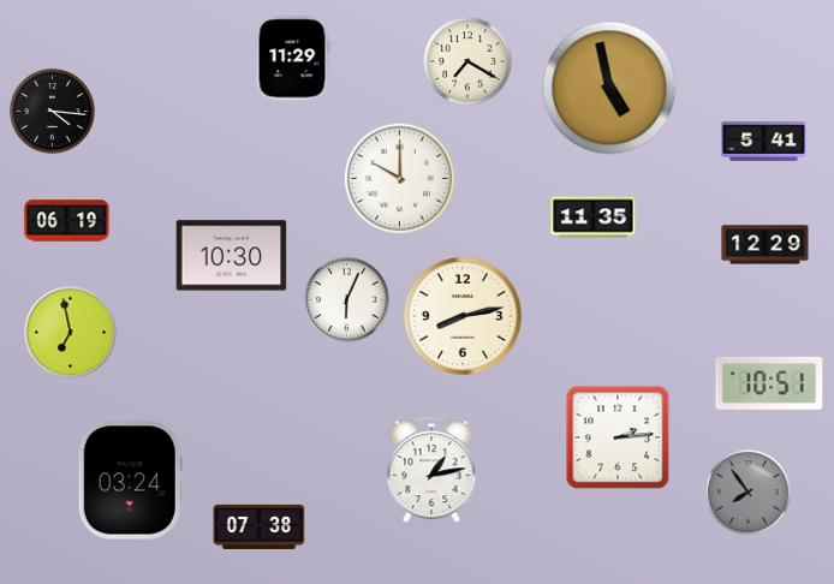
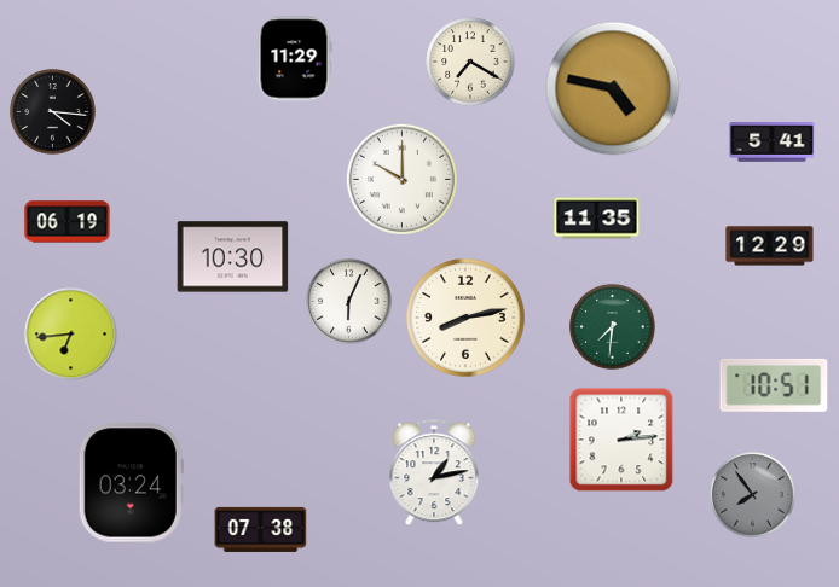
clock at (609, 88): 4:58 -> 4:47
clock at (764, 142) position: (764, 142) -> (773, 143)
clock at (613, 327): none -> 7:31
clock at (71, 333): 6:58 -> 6:44
